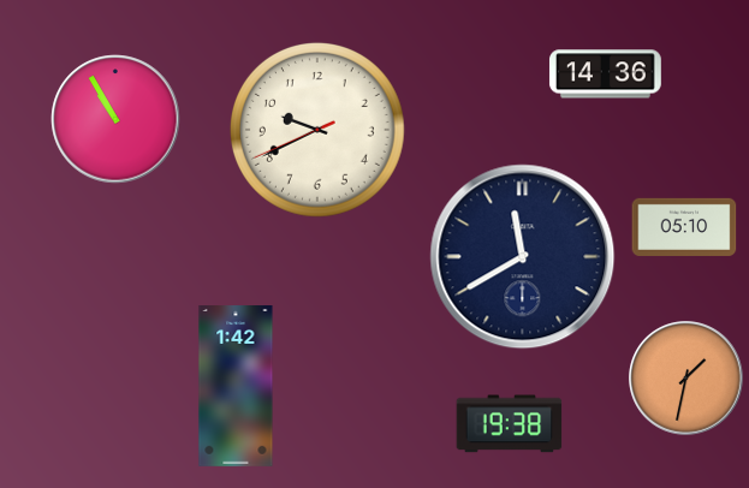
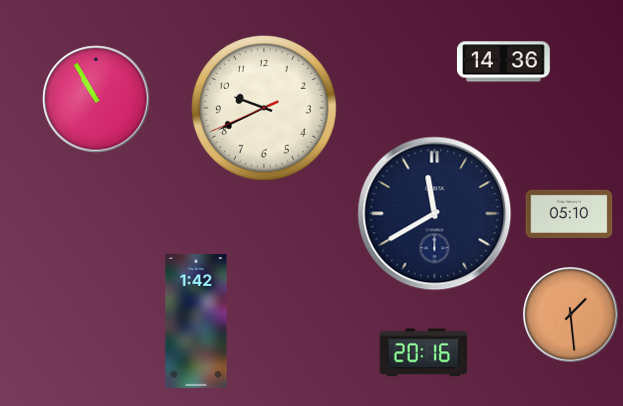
clock at (684, 227) position: (684, 227) -> (569, 214)
clock at (686, 379): 1:32 -> 1:29
clock at (510, 424): 19:38 -> 20:16
